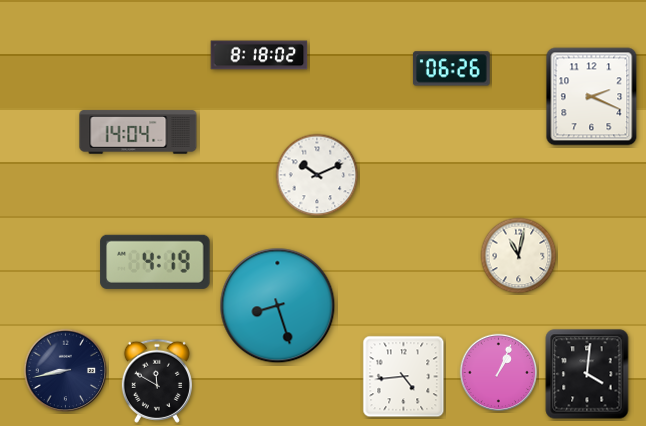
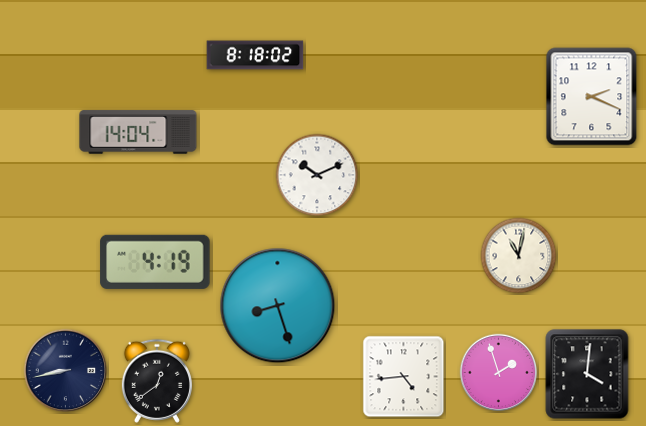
clock at (259, 55) position: (259, 55) -> (255, 55)
clock at (451, 69): 06:26 -> none
clock at (499, 373): 1:04 -> 1:57
clock at (157, 381): 11:50 -> 12:39
